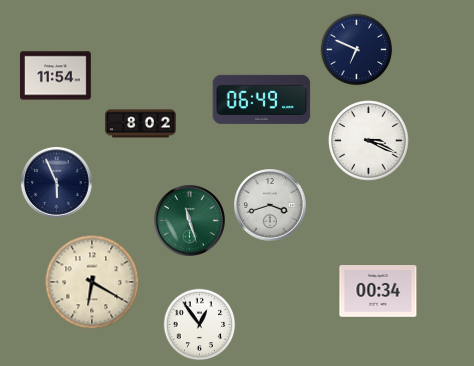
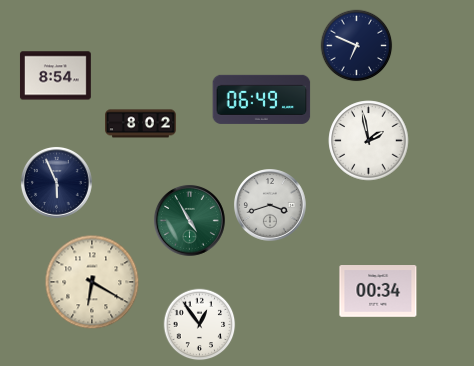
clock at (357, 50) position: (357, 50) -> (357, 46)
clock at (55, 76): 11:54 -> 8:54
clock at (369, 141): 3:19 -> 1:58
clock at (189, 220): 11:27 -> 4:55
